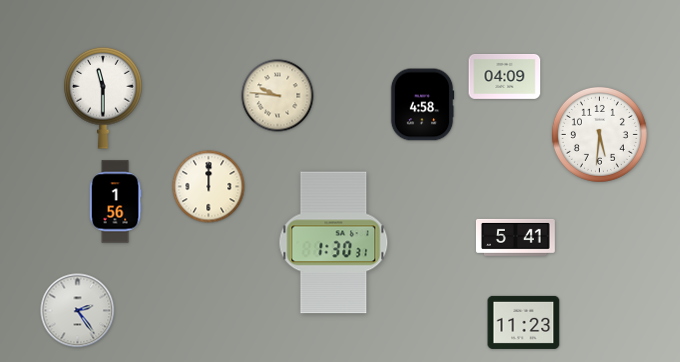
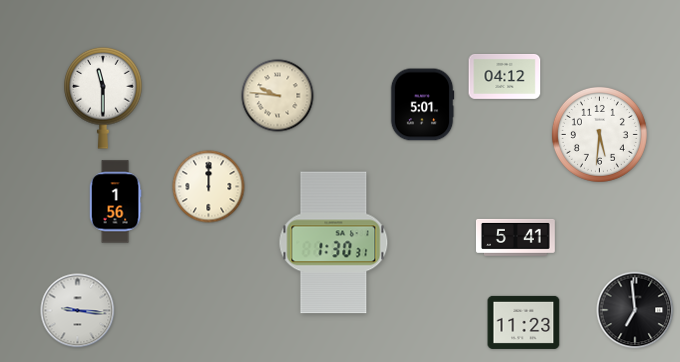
clock at (505, 76): 04:09 -> 04:12
clock at (422, 105): 4:58 -> 5:01
clock at (635, 310): none -> 6:59
clock at (78, 311): 2:24 -> 9:16
